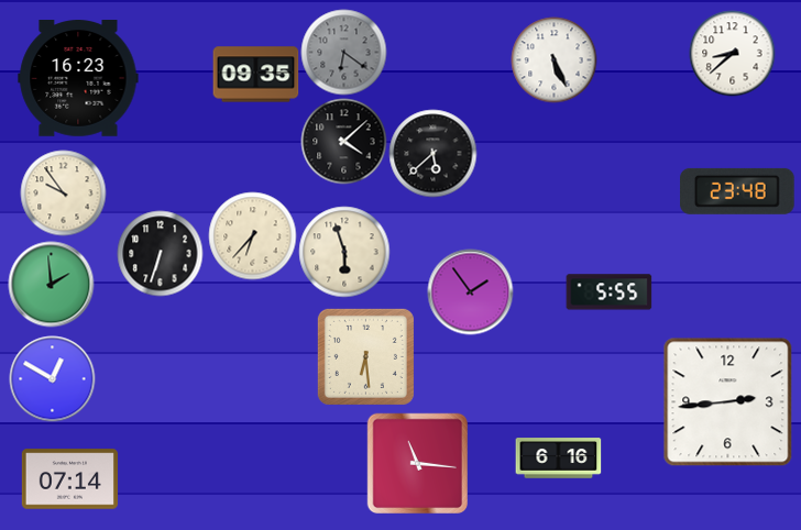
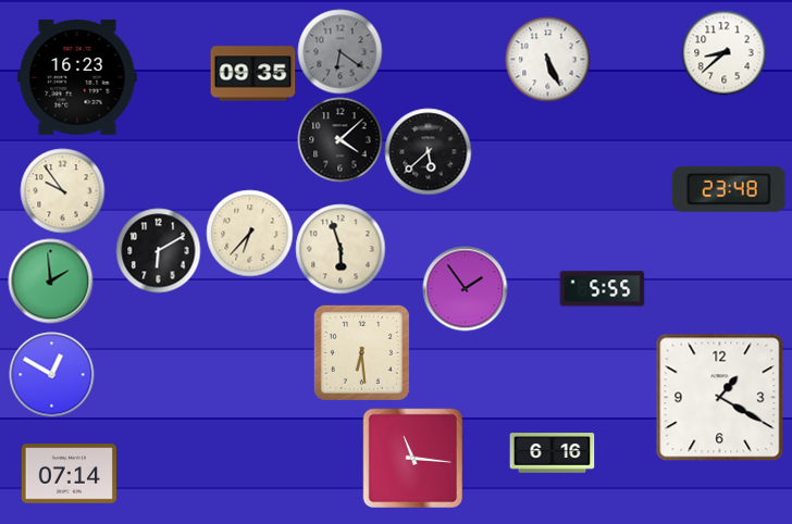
clock at (160, 253): 6:33 -> 6:10
clock at (727, 401): 2:44 -> 1:20
